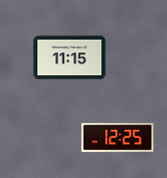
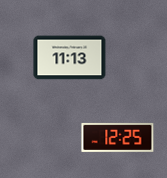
clock at (70, 58): 11:15 -> 11:13
